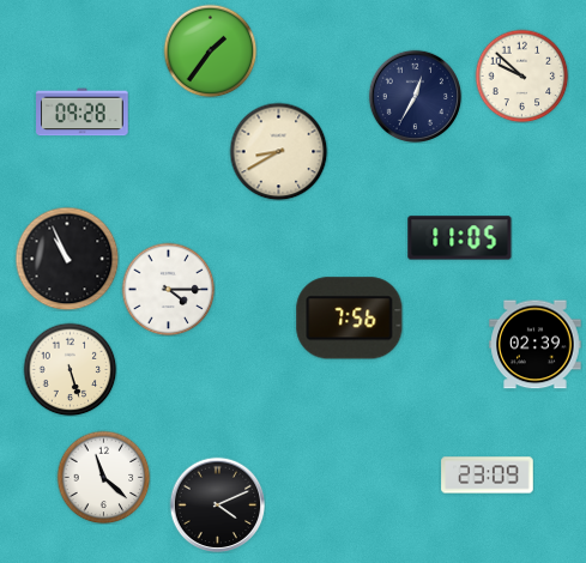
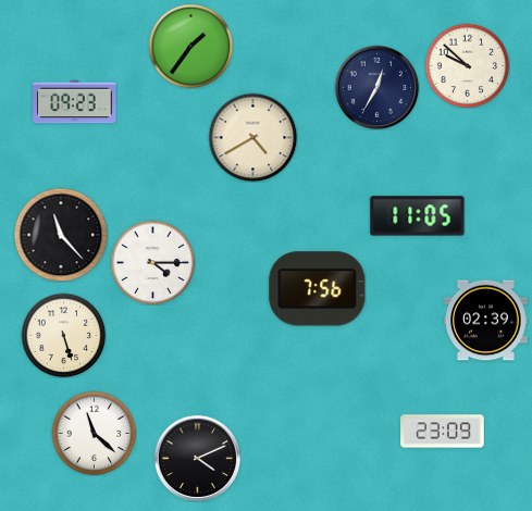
clock at (521, 75) position: (521, 75) -> (467, 65)
clock at (83, 113): 09:28 -> 09:23
clock at (278, 151): 8:40 -> 4:40
clock at (67, 259): 10:56 -> 11:23
clock at (536, 345) position: (536, 345) -> (486, 321)
